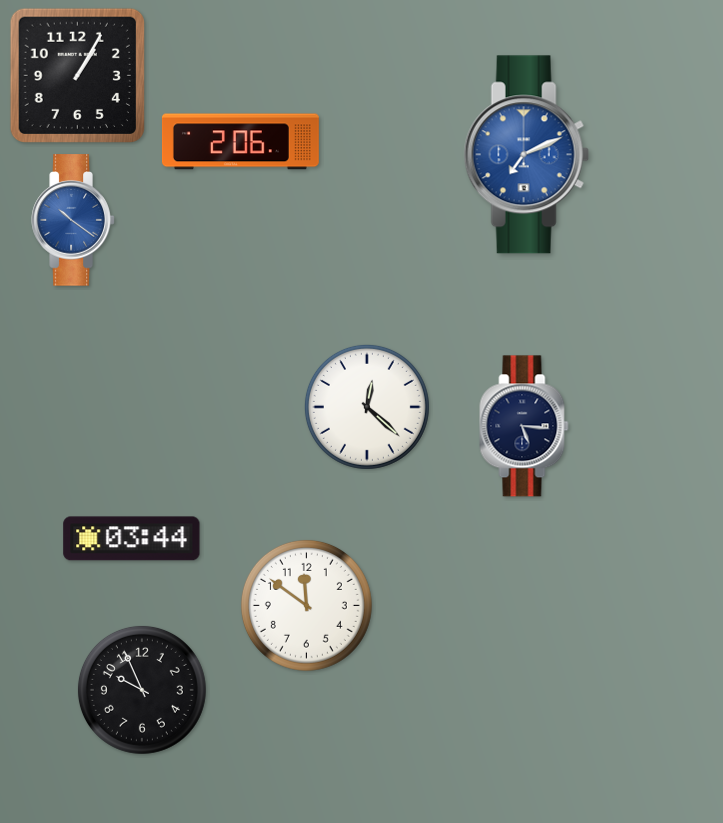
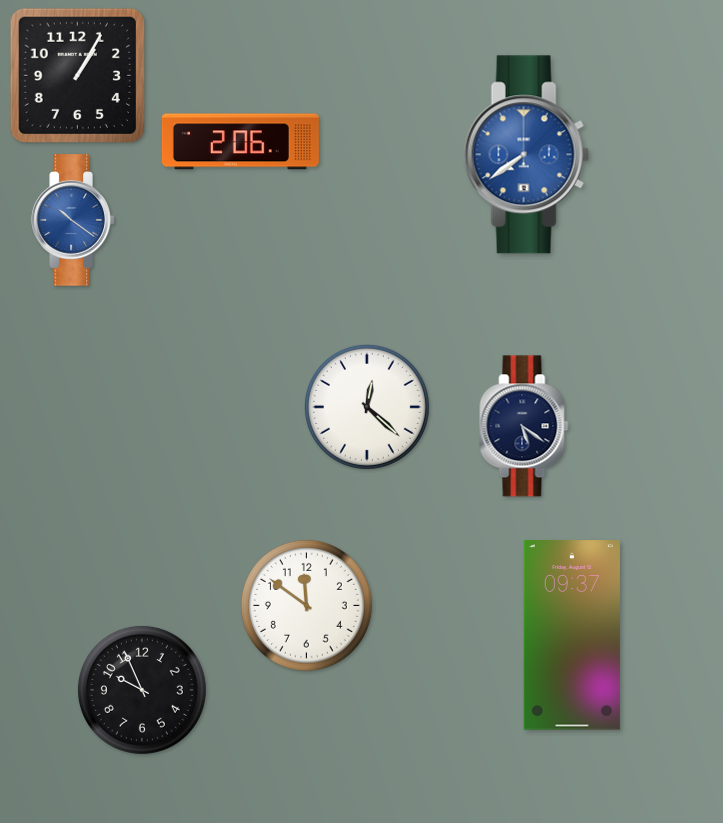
clock at (526, 155): 7:11 -> 7:39
clock at (524, 426): 5:16 -> 5:21
clock at (132, 539): 03:44 -> none
clock at (572, 635): none -> 09:37
